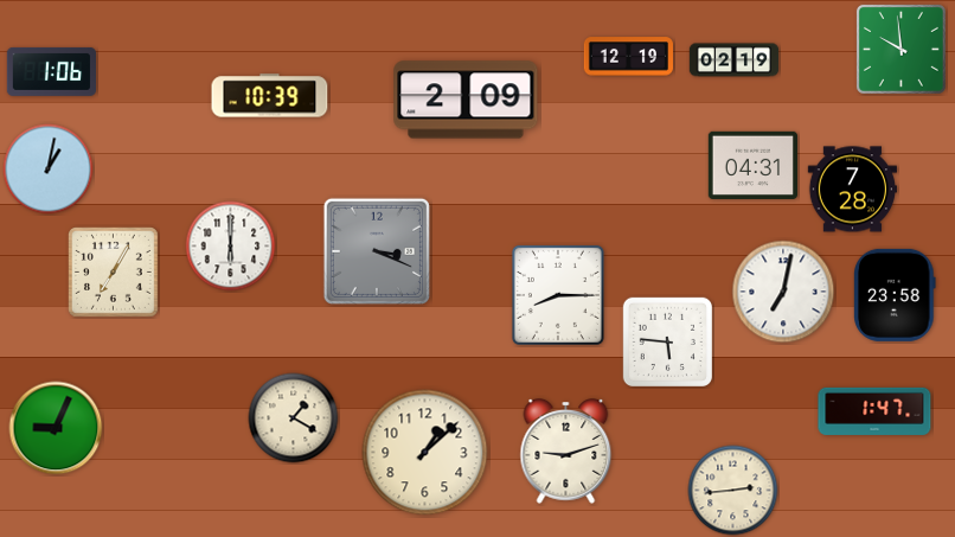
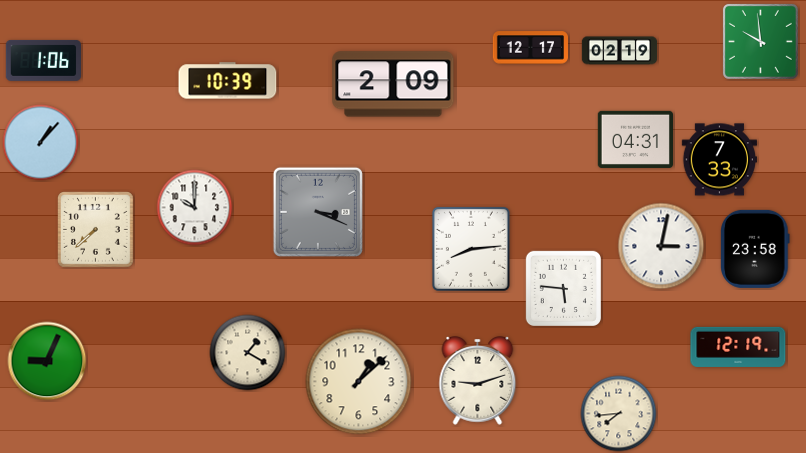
clock at (628, 57): 12:19 -> 12:17
clock at (49, 170): 1:02 -> 1:07
clock at (852, 190): 7:28 -> 7:33
clock at (231, 247): 6:00 -> 10:00
clock at (114, 273): 7:05 -> 7:38
clock at (783, 292): 7:02 -> 3:02
clock at (558, 295): 8:15 -> 8:14
clock at (874, 411): 1:47 -> 12:19
clock at (733, 491): 2:44 -> 7:44
